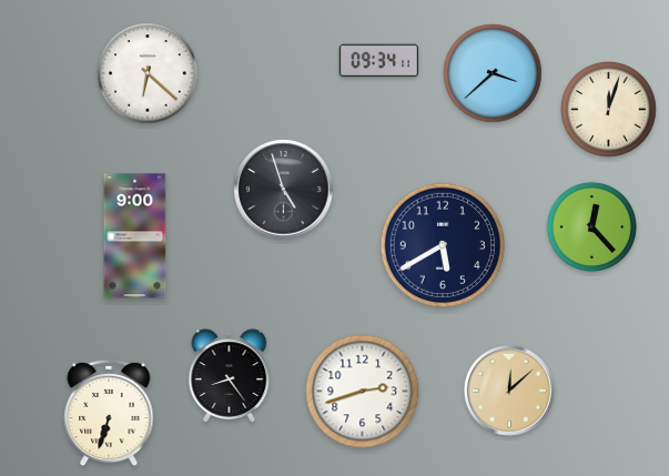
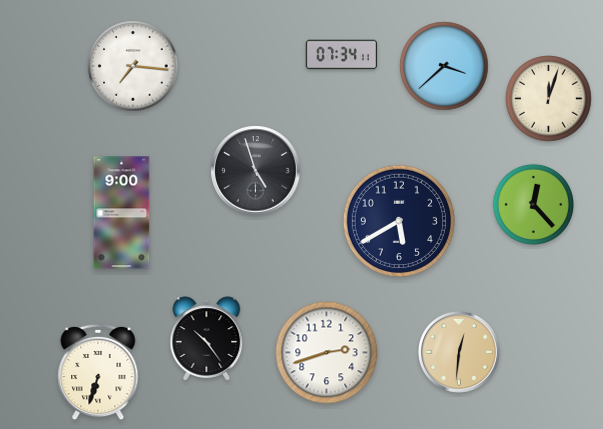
clock at (379, 61): 09:34 -> 07:34
clock at (148, 73): 6:22 -> 7:16
clock at (230, 376): 8:24 -> 10:24
clock at (509, 391): 12:08 -> 12:31
